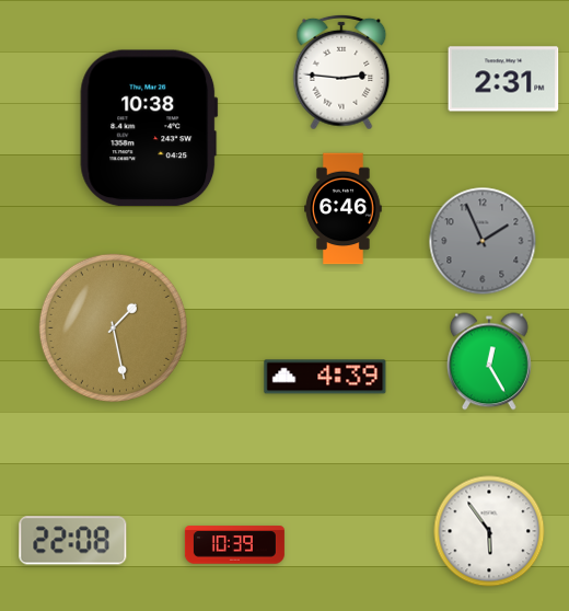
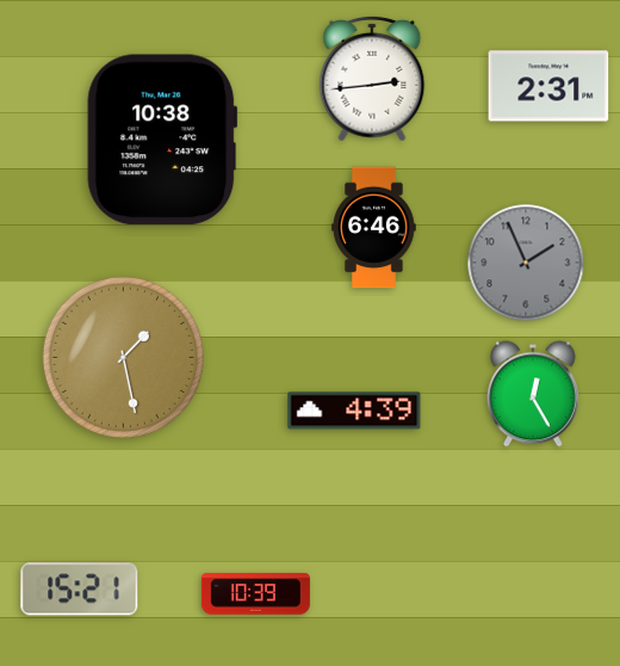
clock at (341, 72): 2:46 -> 2:44
clock at (489, 531): 5:54 -> none
clock at (73, 541): 22:08 -> 15:21
